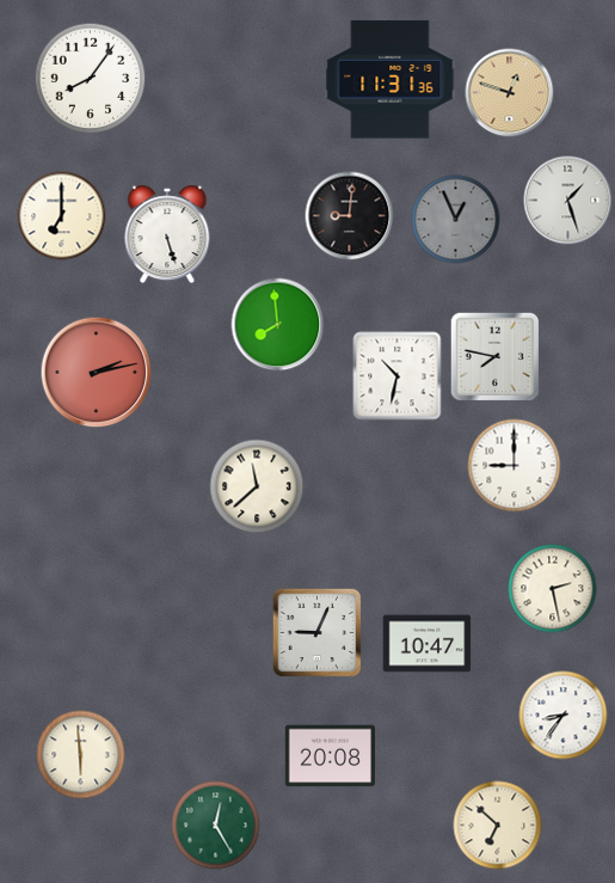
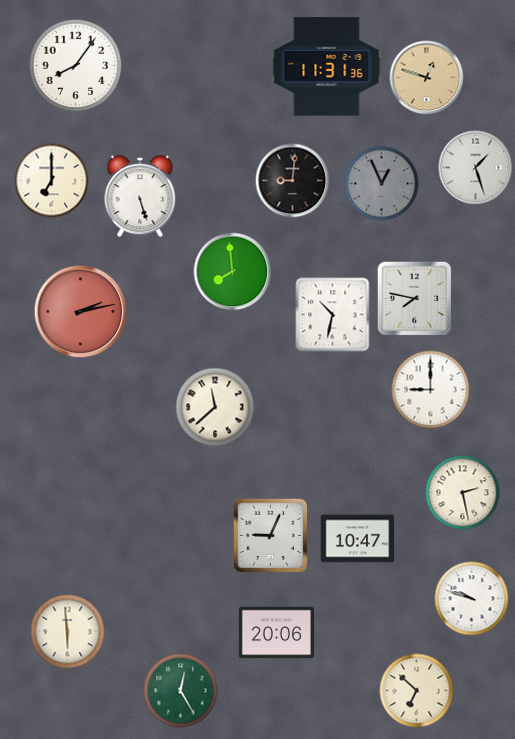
clock at (318, 633) position: (318, 633) -> (271, 536)
clock at (564, 716): 8:36 -> 9:48
clock at (331, 756): 20:08 -> 20:06
